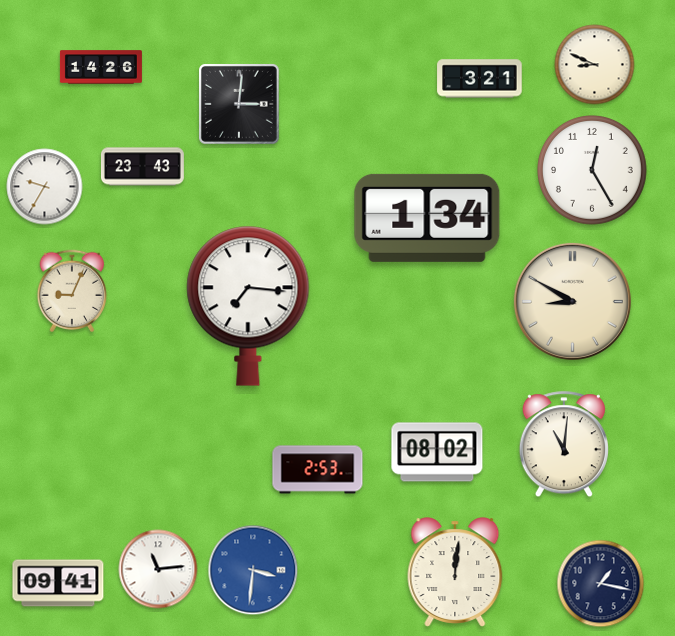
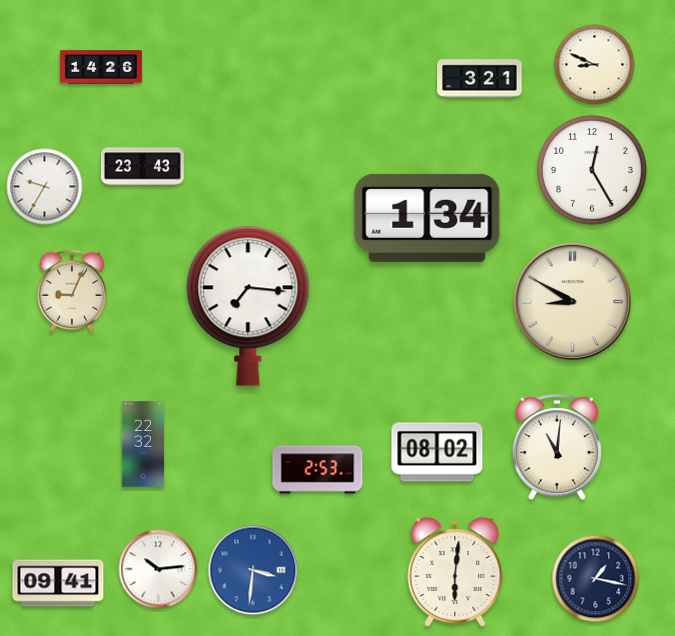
clock at (240, 105): 3:01 -> none
clock at (143, 444): none -> 22:32
clock at (564, 445) position: (564, 445) -> (557, 448)
clock at (158, 569): 11:14 -> 10:14
clock at (455, 572): 12:01 -> 6:01
clock at (601, 584) position: (601, 584) -> (596, 579)
